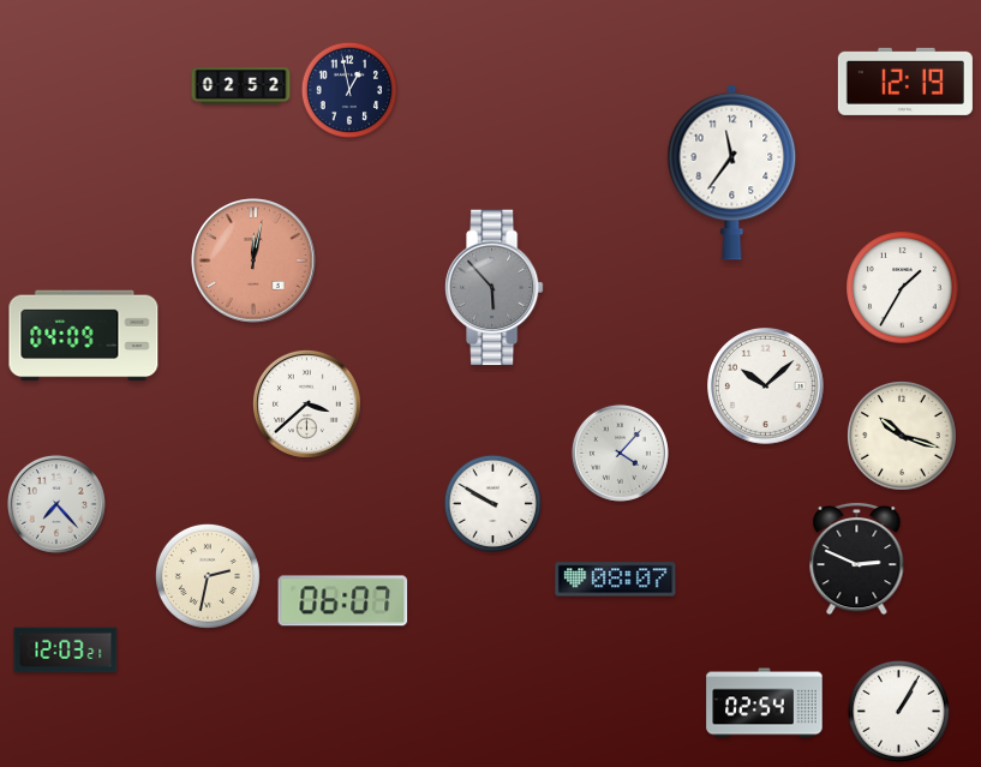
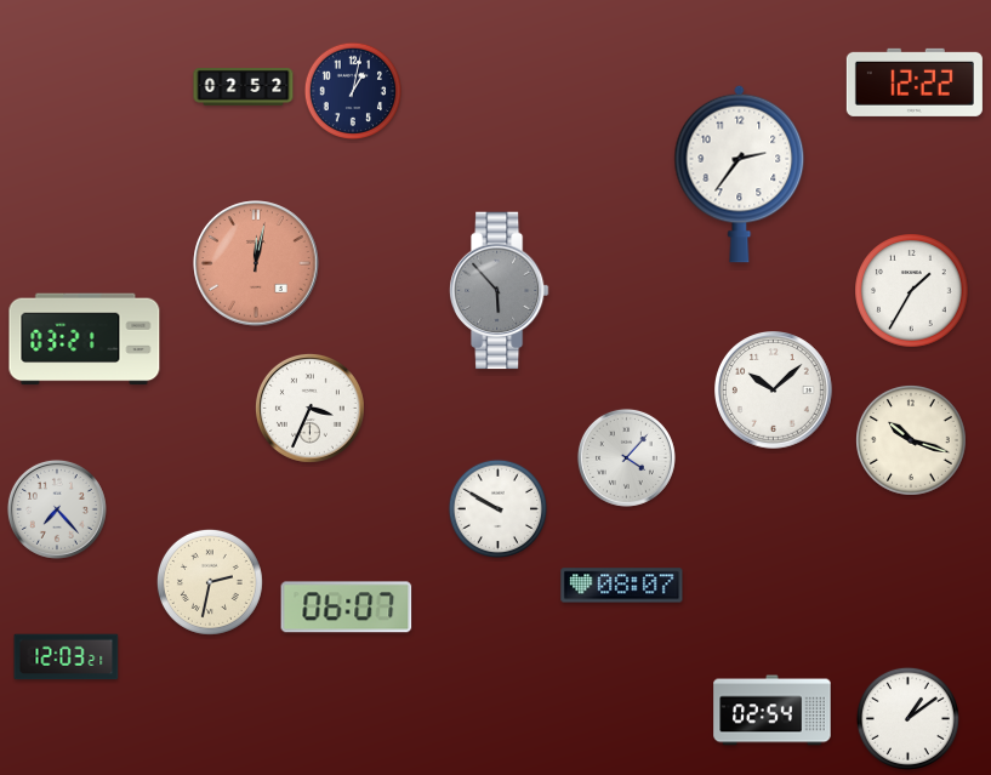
clock at (905, 82): 12:19 -> 12:22
clock at (349, 90): 12:58 -> 1:02
clock at (732, 172): 11:36 -> 2:36
clock at (84, 336): 04:09 -> 03:21
clock at (306, 403): 3:38 -> 3:34
clock at (857, 558): 2:49 -> none
clock at (898, 711): 1:05 -> 1:09
